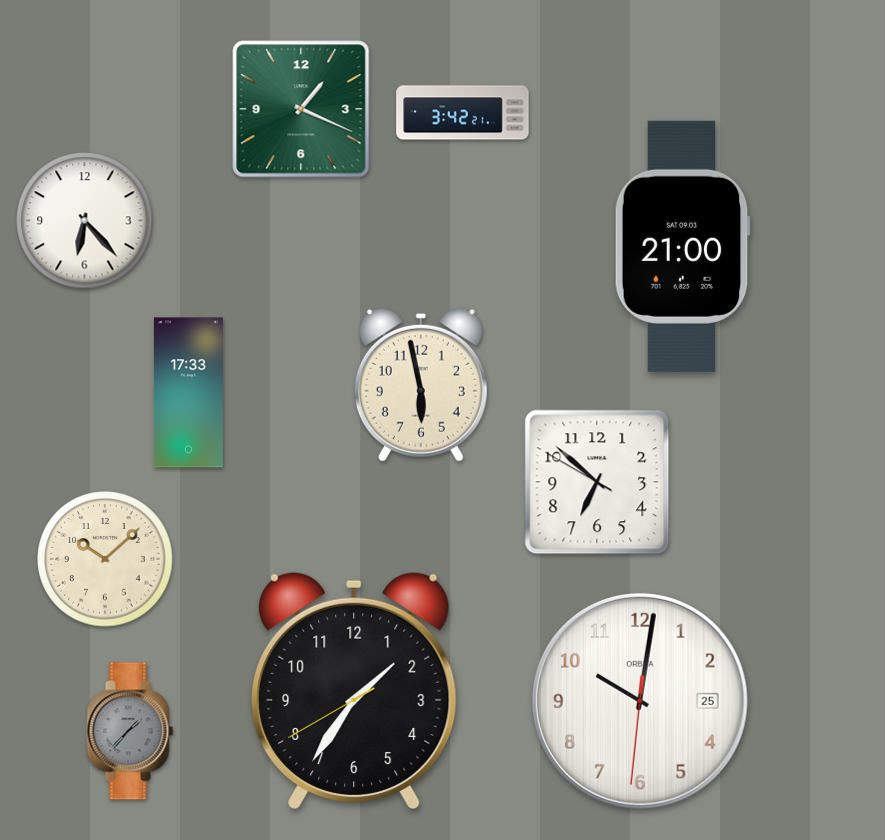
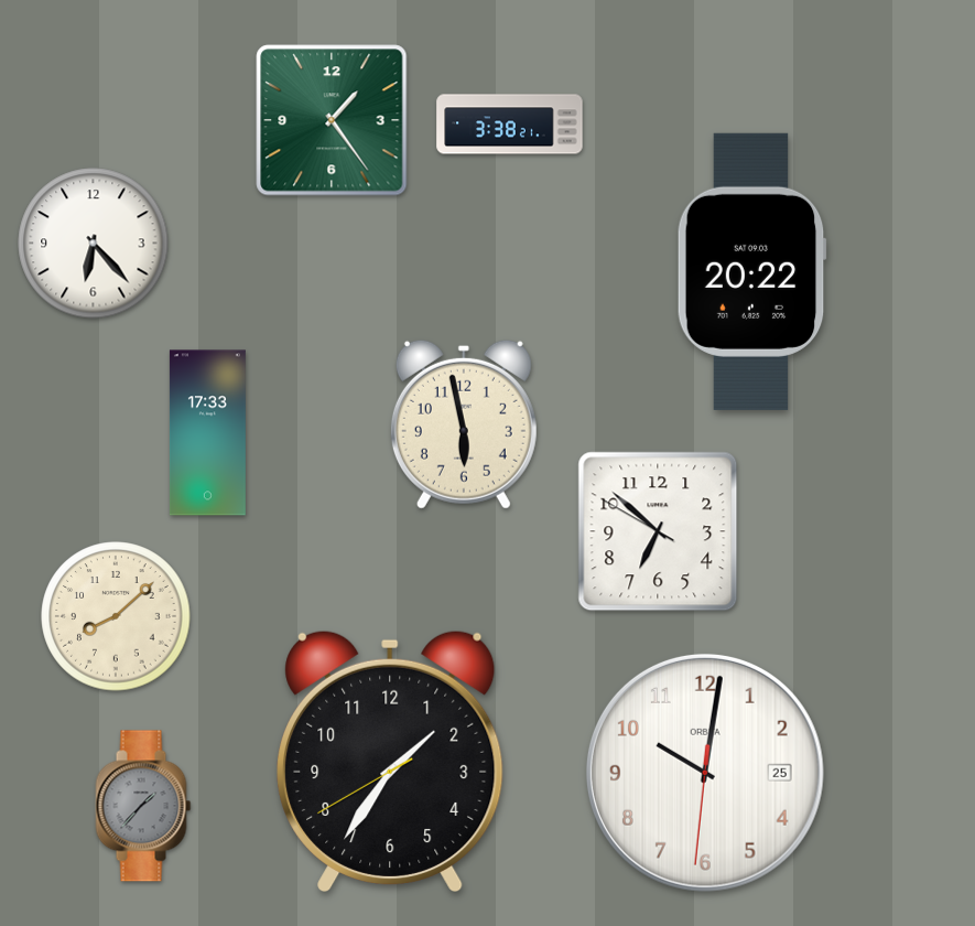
clock at (301, 109): 1:19 -> 1:24
clock at (463, 113): 3:42 -> 3:38
clock at (682, 246): 21:00 -> 20:22
clock at (105, 559): 10:08 -> 8:08
